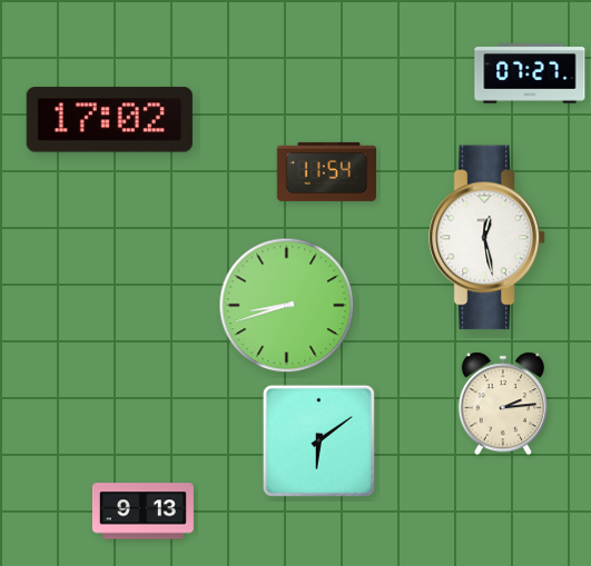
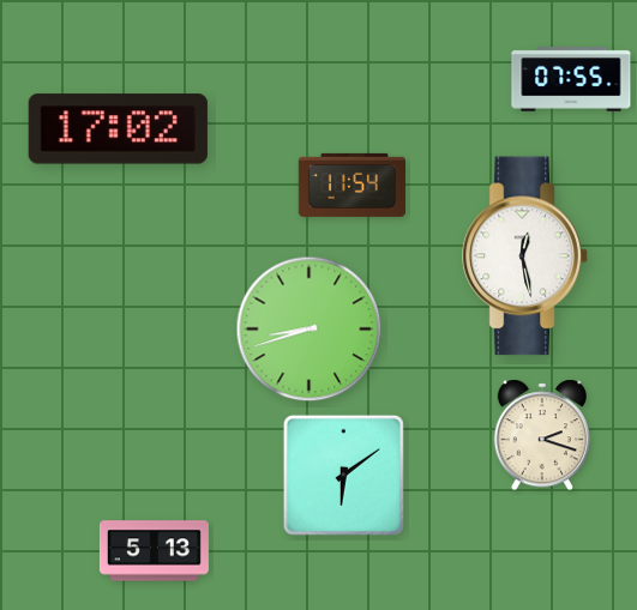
clock at (530, 73): 07:27 -> 07:55
clock at (502, 404): 2:14 -> 2:18
clock at (142, 512): 9:13 -> 5:13
